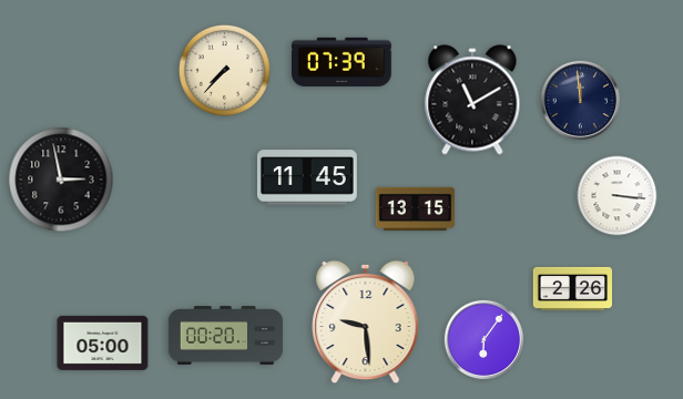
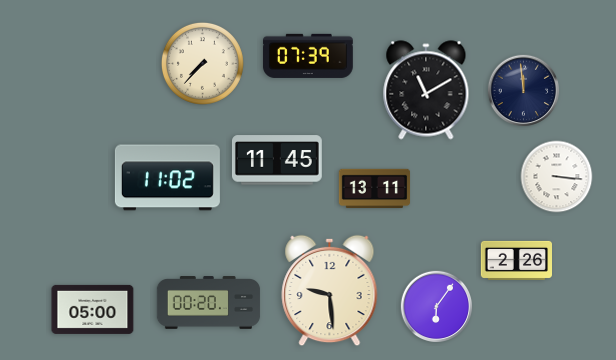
clock at (61, 180): 2:58 -> none
clock at (167, 178): none -> 11:02
clock at (416, 209): 13:15 -> 13:11
clock at (226, 336) position: (226, 336) -> (209, 303)
